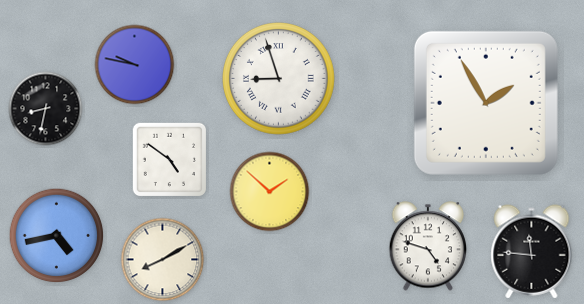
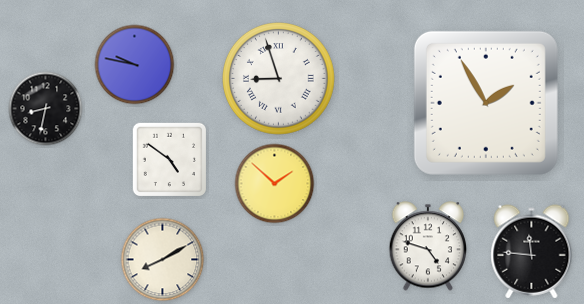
clock at (270, 192) position: (270, 192) -> (275, 184)
clock at (57, 236): 4:43 -> none
